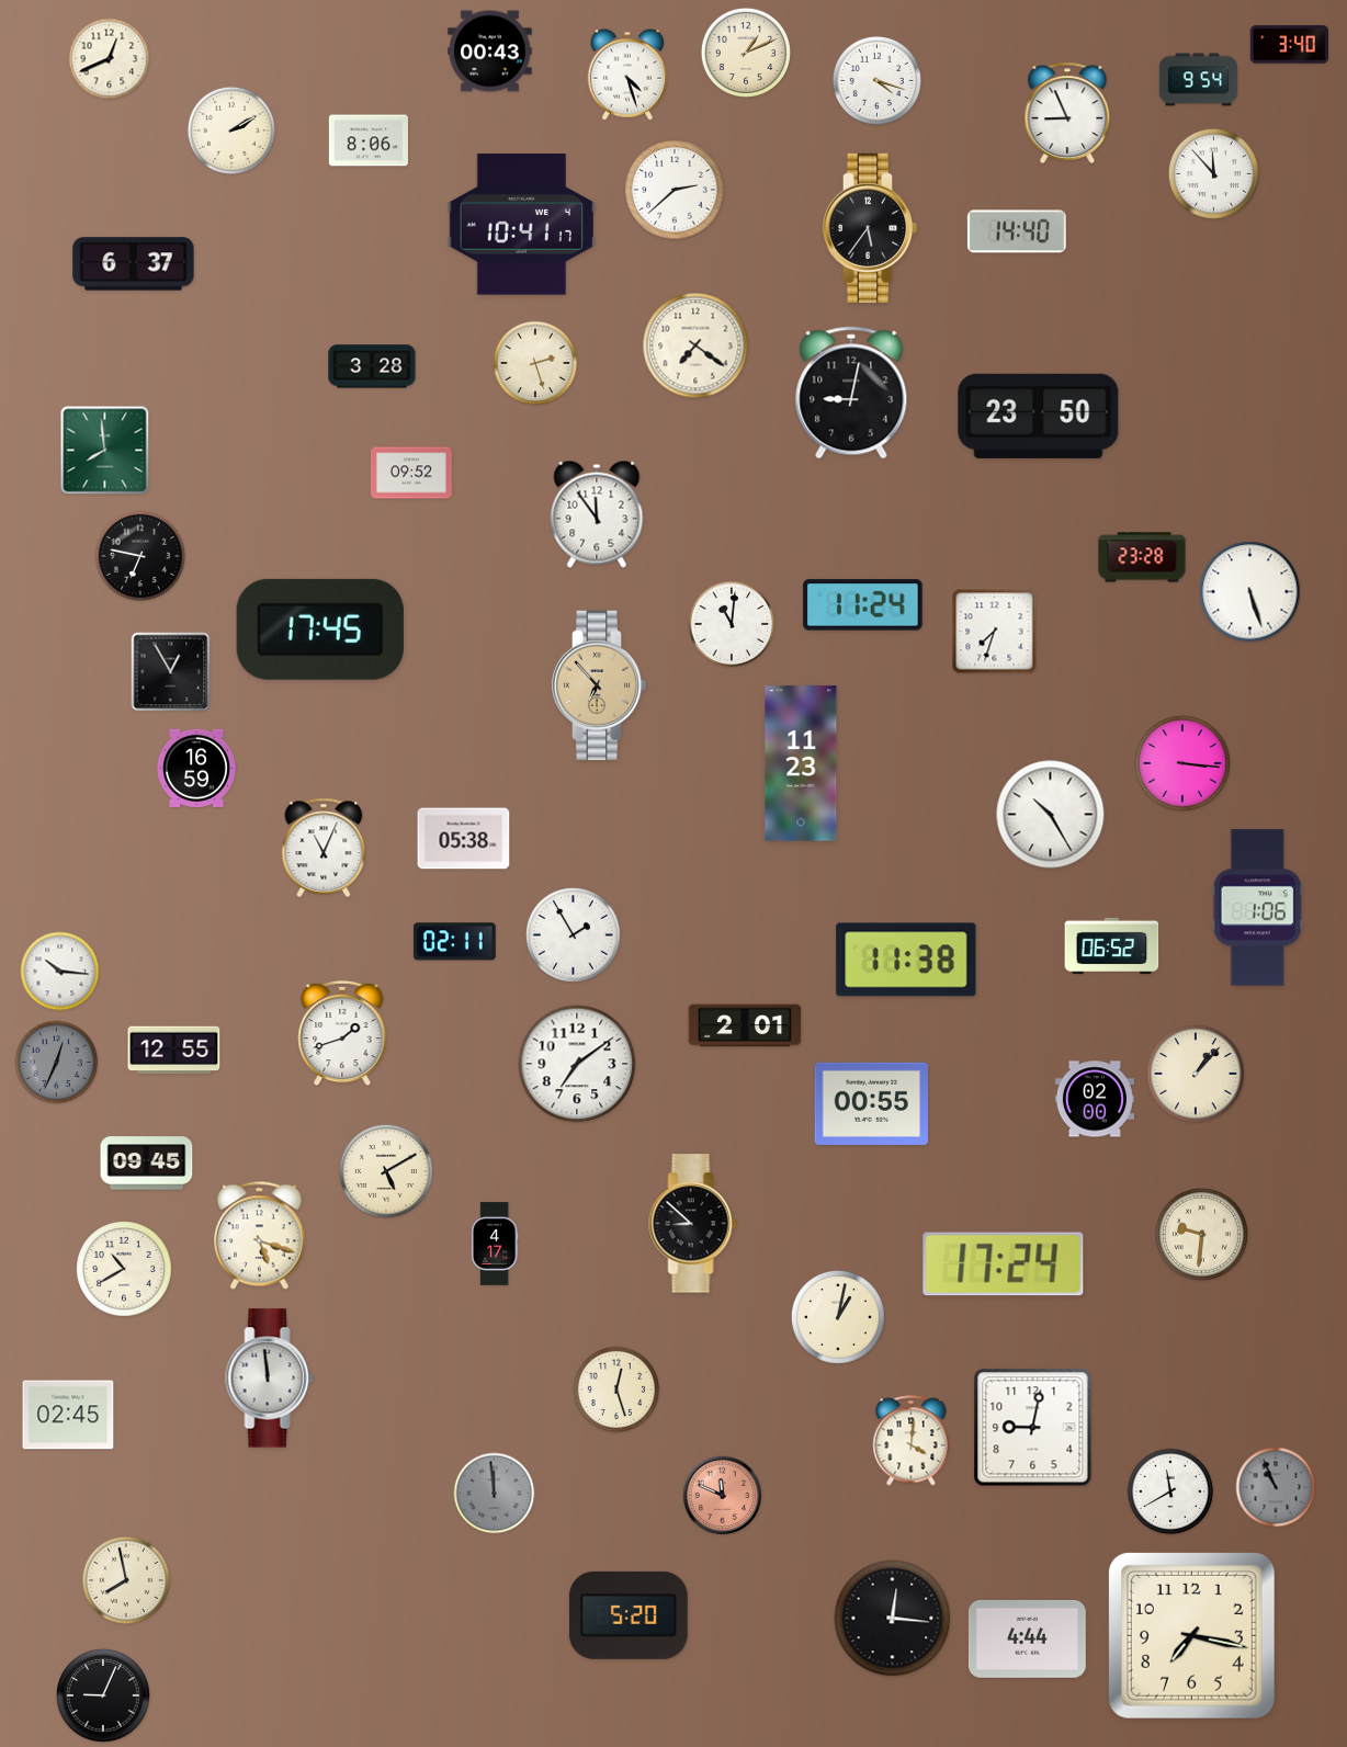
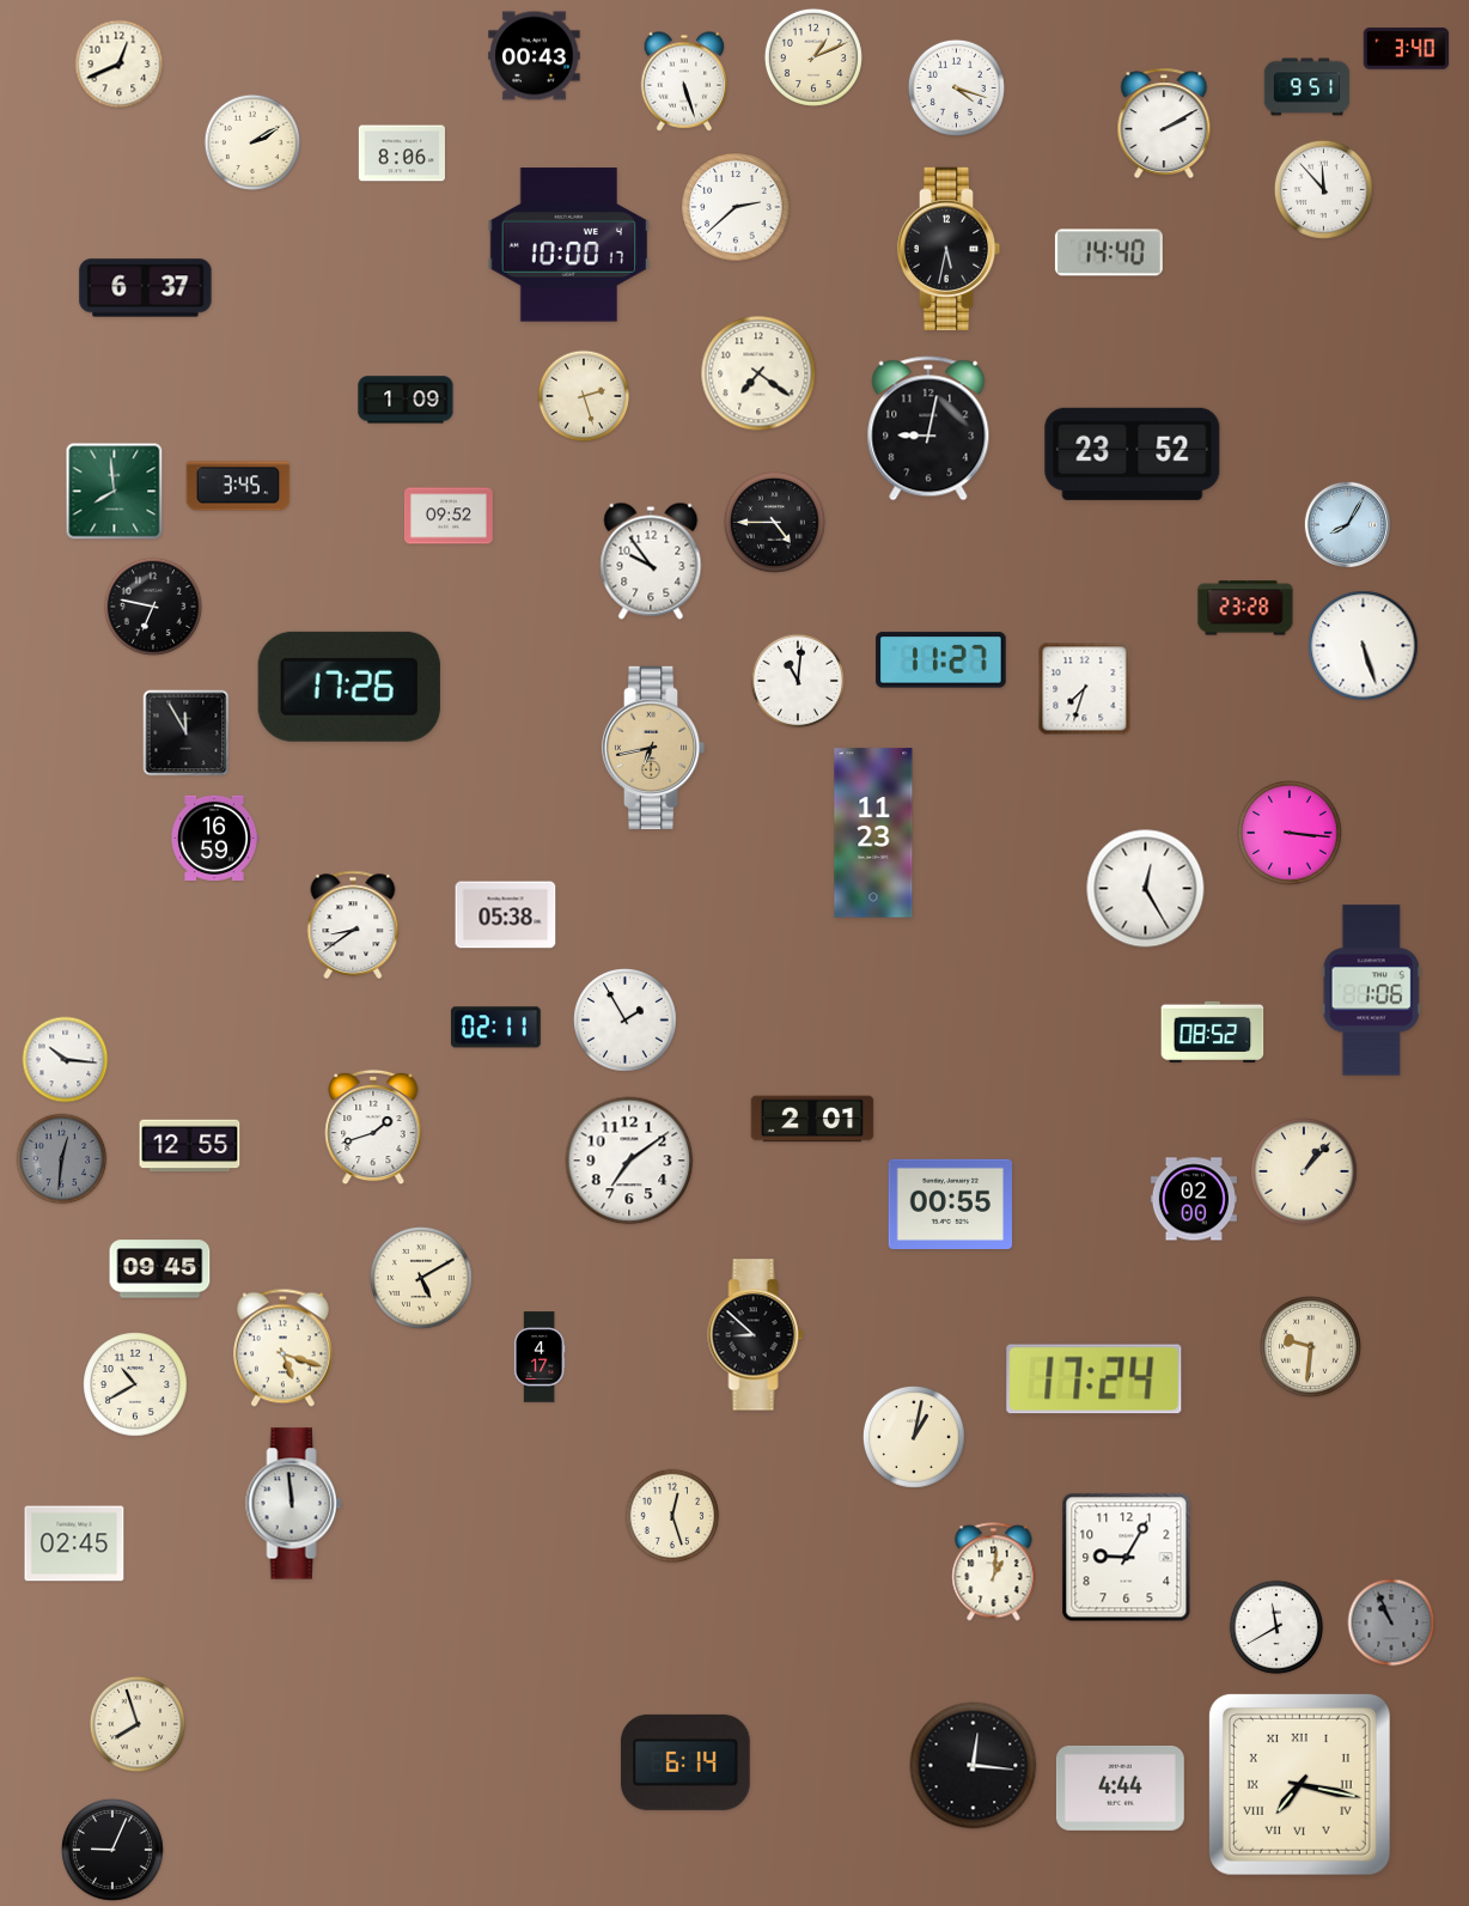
clock at (627, 75): 4:27 -> 5:27
clock at (1199, 80): 9:54 -> 9:51
clock at (1067, 113): 8:56 -> 2:10
clock at (522, 225): 10:41 -> 10:00
clock at (870, 228): 5:36 -> 5:32
clock at (695, 345) position: (695, 345) -> (758, 373)
clock at (372, 366): 3:28 -> 1:09
clock at (1039, 416): 23:50 -> 23:52
clock at (238, 486): none -> 3:45
clock at (774, 522): none -> 4:45
clock at (1348, 525): none -> 8:05
clock at (597, 514): 11:54 -> 9:54
clock at (863, 605): 11:24 -> 11:27
clock at (320, 629): 17:45 -> 17:26
clock at (171, 672): 12:55 -> 11:55
clock at (599, 685): 6:53 -> 6:43
clock at (1051, 815): 10:25 -> 12:25
clock at (324, 848): 11:04 -> 8:39
clock at (1112, 945): 06:52 -> 08:52
clock at (906, 960): 11:38 -> none
clock at (57, 1063): 12:34 -> 12:31
clock at (1033, 1428): 9:02 -> 9:05
clock at (912, 1441): 4:01 -> 1:01
clock at (495, 1494): 11:59 -> none
clock at (723, 1496): 11:49 -> none
clock at (125, 1579): 7:58 -> 7:57
clock at (629, 1615): 5:20 -> 6:14
clock at (1191, 1635) numerals: Arabic -> Roman
